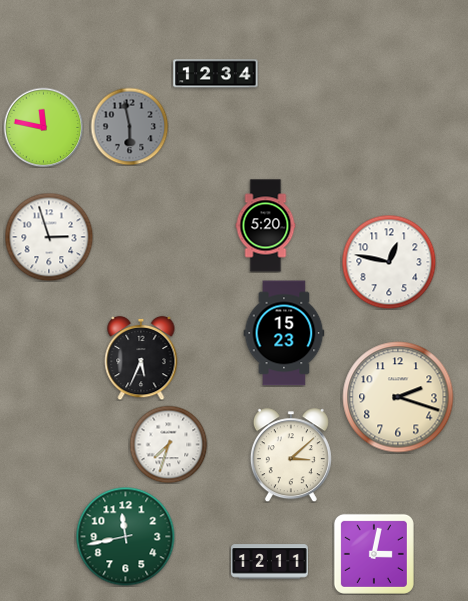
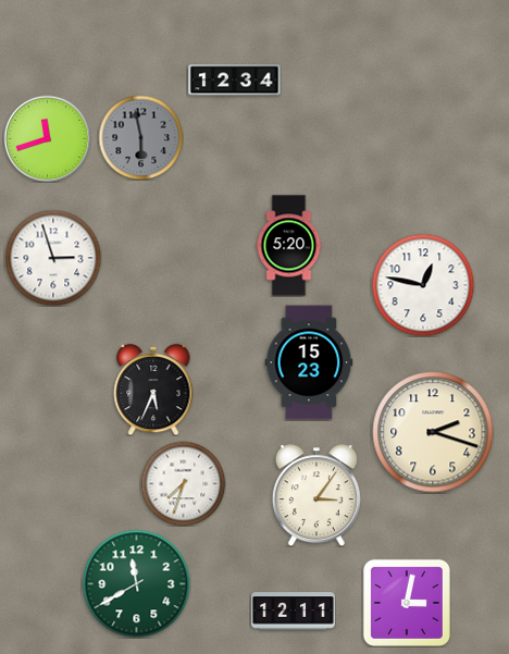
clock at (43, 127): 11:47 -> 11:42
clock at (291, 455): 3:08 -> 3:06
clock at (126, 537): 11:43 -> 11:40
